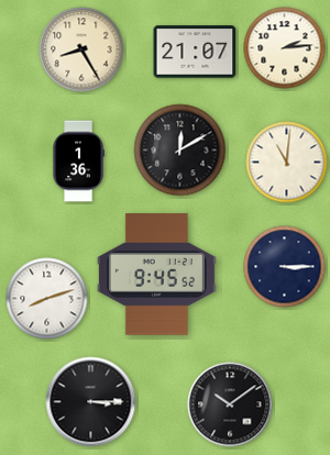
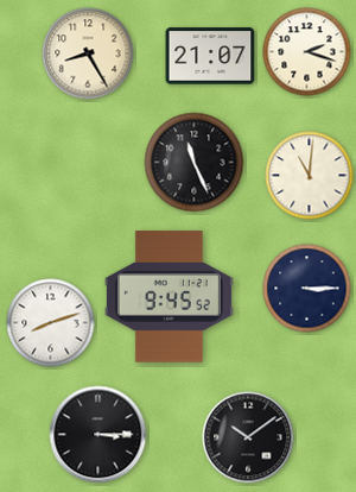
clock at (285, 48): 2:14 -> 2:18
clock at (180, 151): 12:10 -> 11:26
clock at (78, 162): 1:36 -> none
